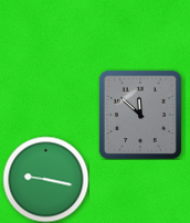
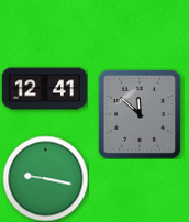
clock at (44, 89): none -> 12:41
